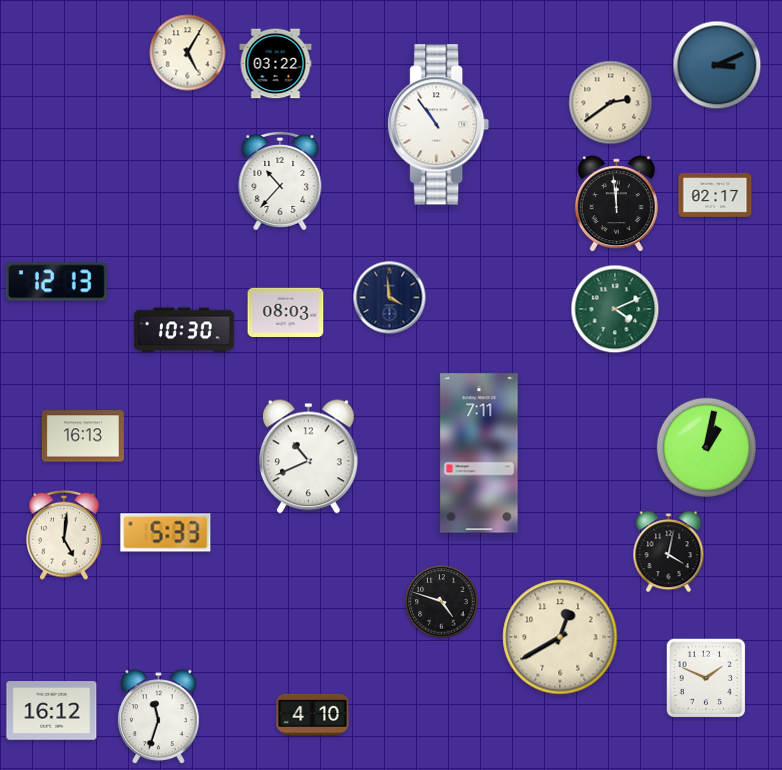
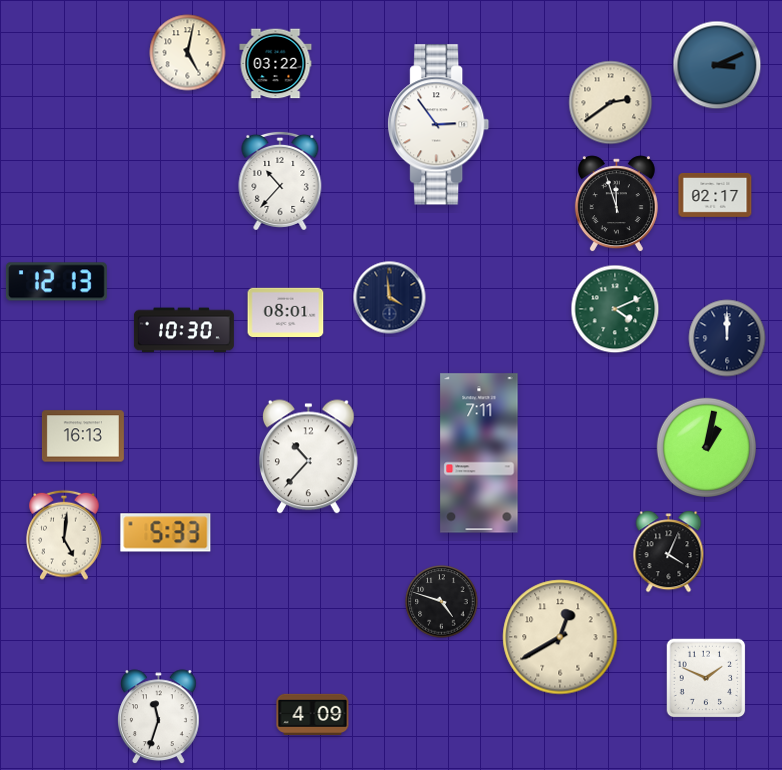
clock at (188, 53): 5:05 -> 5:02
clock at (439, 125): 10:54 -> 2:54
clock at (616, 204): 11:59 -> 11:57
clock at (286, 313): 08:03 -> 08:01
clock at (727, 338): none -> 12:00
clock at (309, 457): 10:41 -> 10:37
clock at (669, 552): 4:02 -> 4:04
clock at (52, 711): 16:12 -> none
clock at (313, 714): 4:10 -> 4:09
